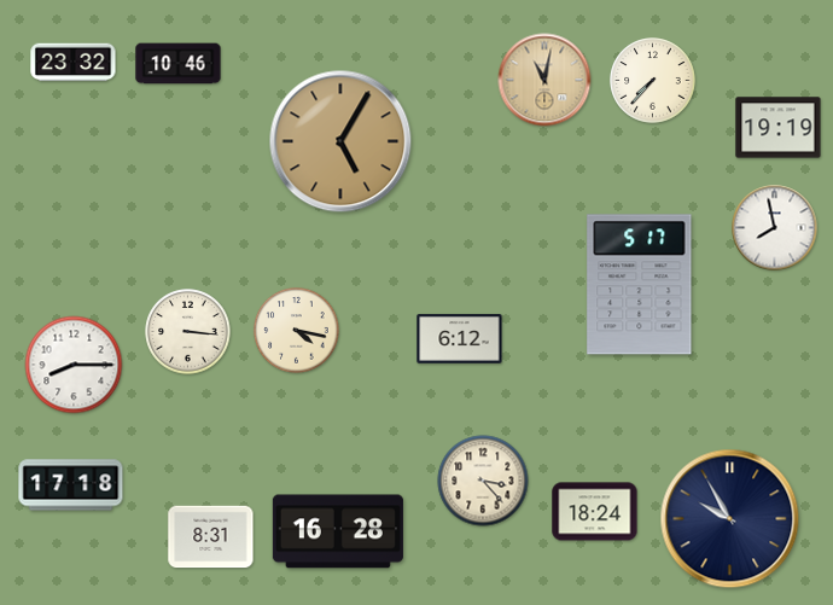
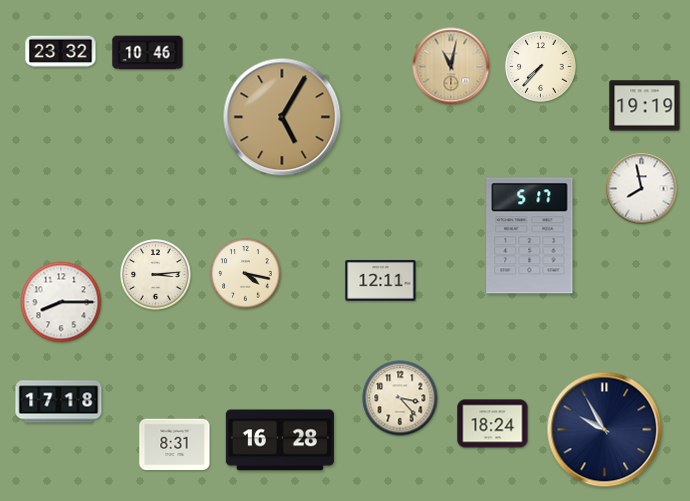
clock at (188, 332): 3:16 -> 3:14
clock at (460, 339): 6:12 -> 12:11
